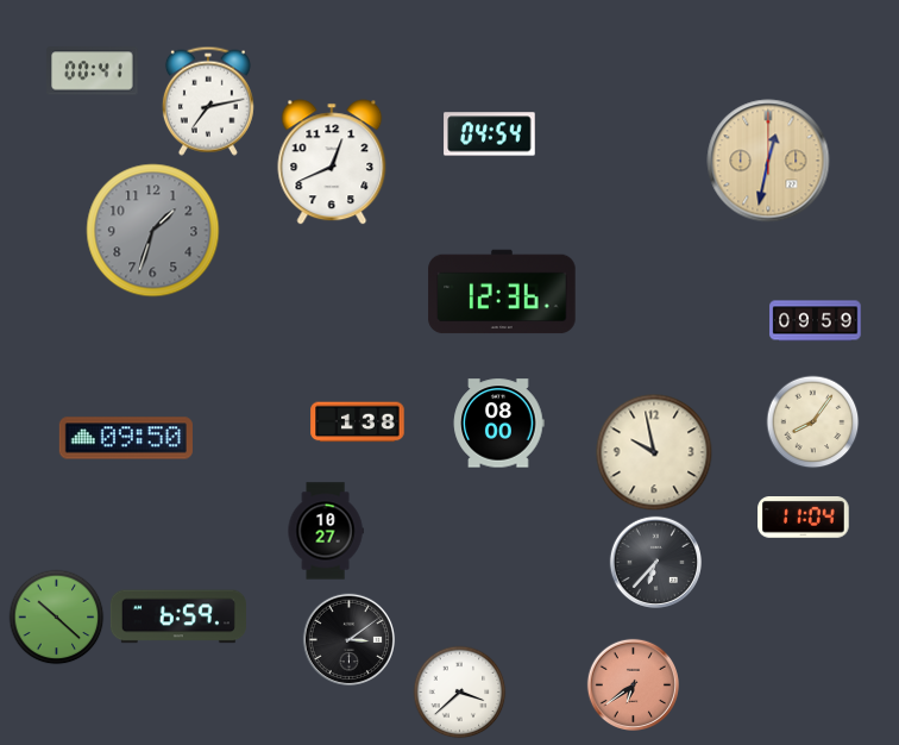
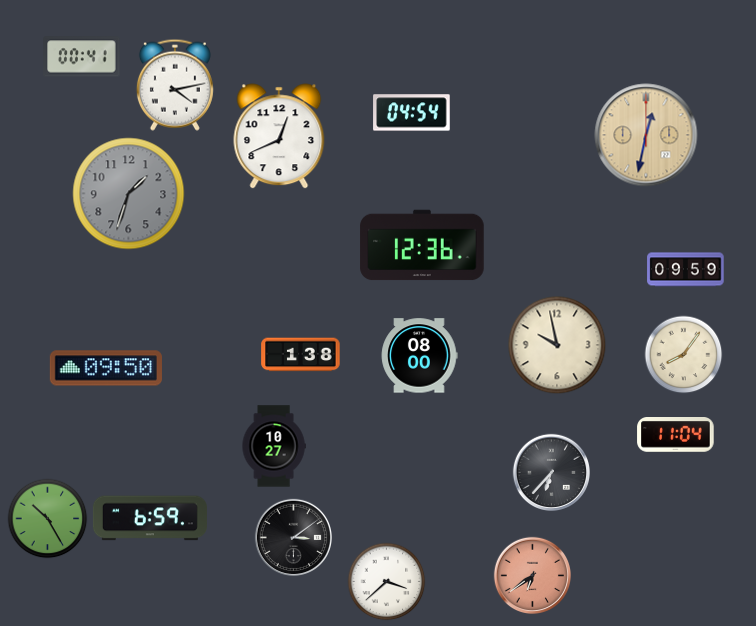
clock at (93, 71) position: (93, 71) -> (82, 57)
clock at (208, 101): 7:13 -> 4:13
clock at (654, 452) position: (654, 452) -> (557, 345)
clock at (56, 616): 10:22 -> 10:25
